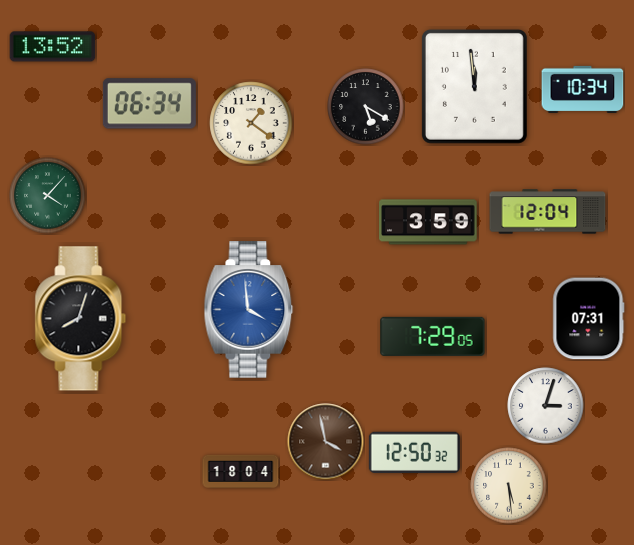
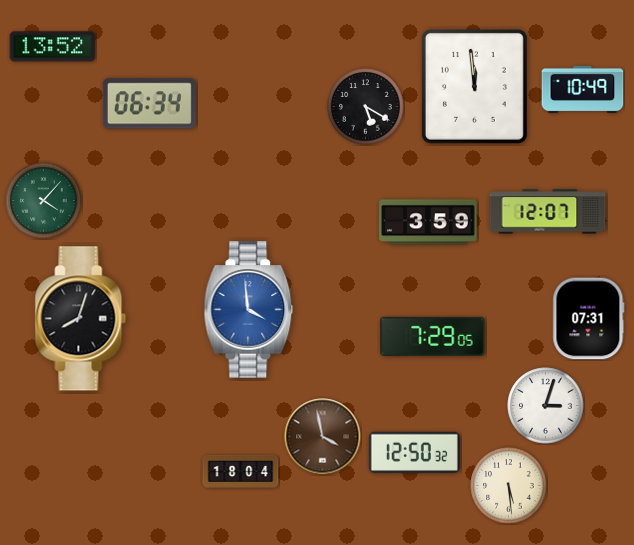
clock at (583, 89): 10:34 -> 10:49
clock at (251, 123): 1:21 -> none
clock at (48, 196) position: (48, 196) -> (44, 201)
clock at (548, 212): 12:04 -> 12:07
clock at (326, 442) position: (326, 442) -> (323, 437)
